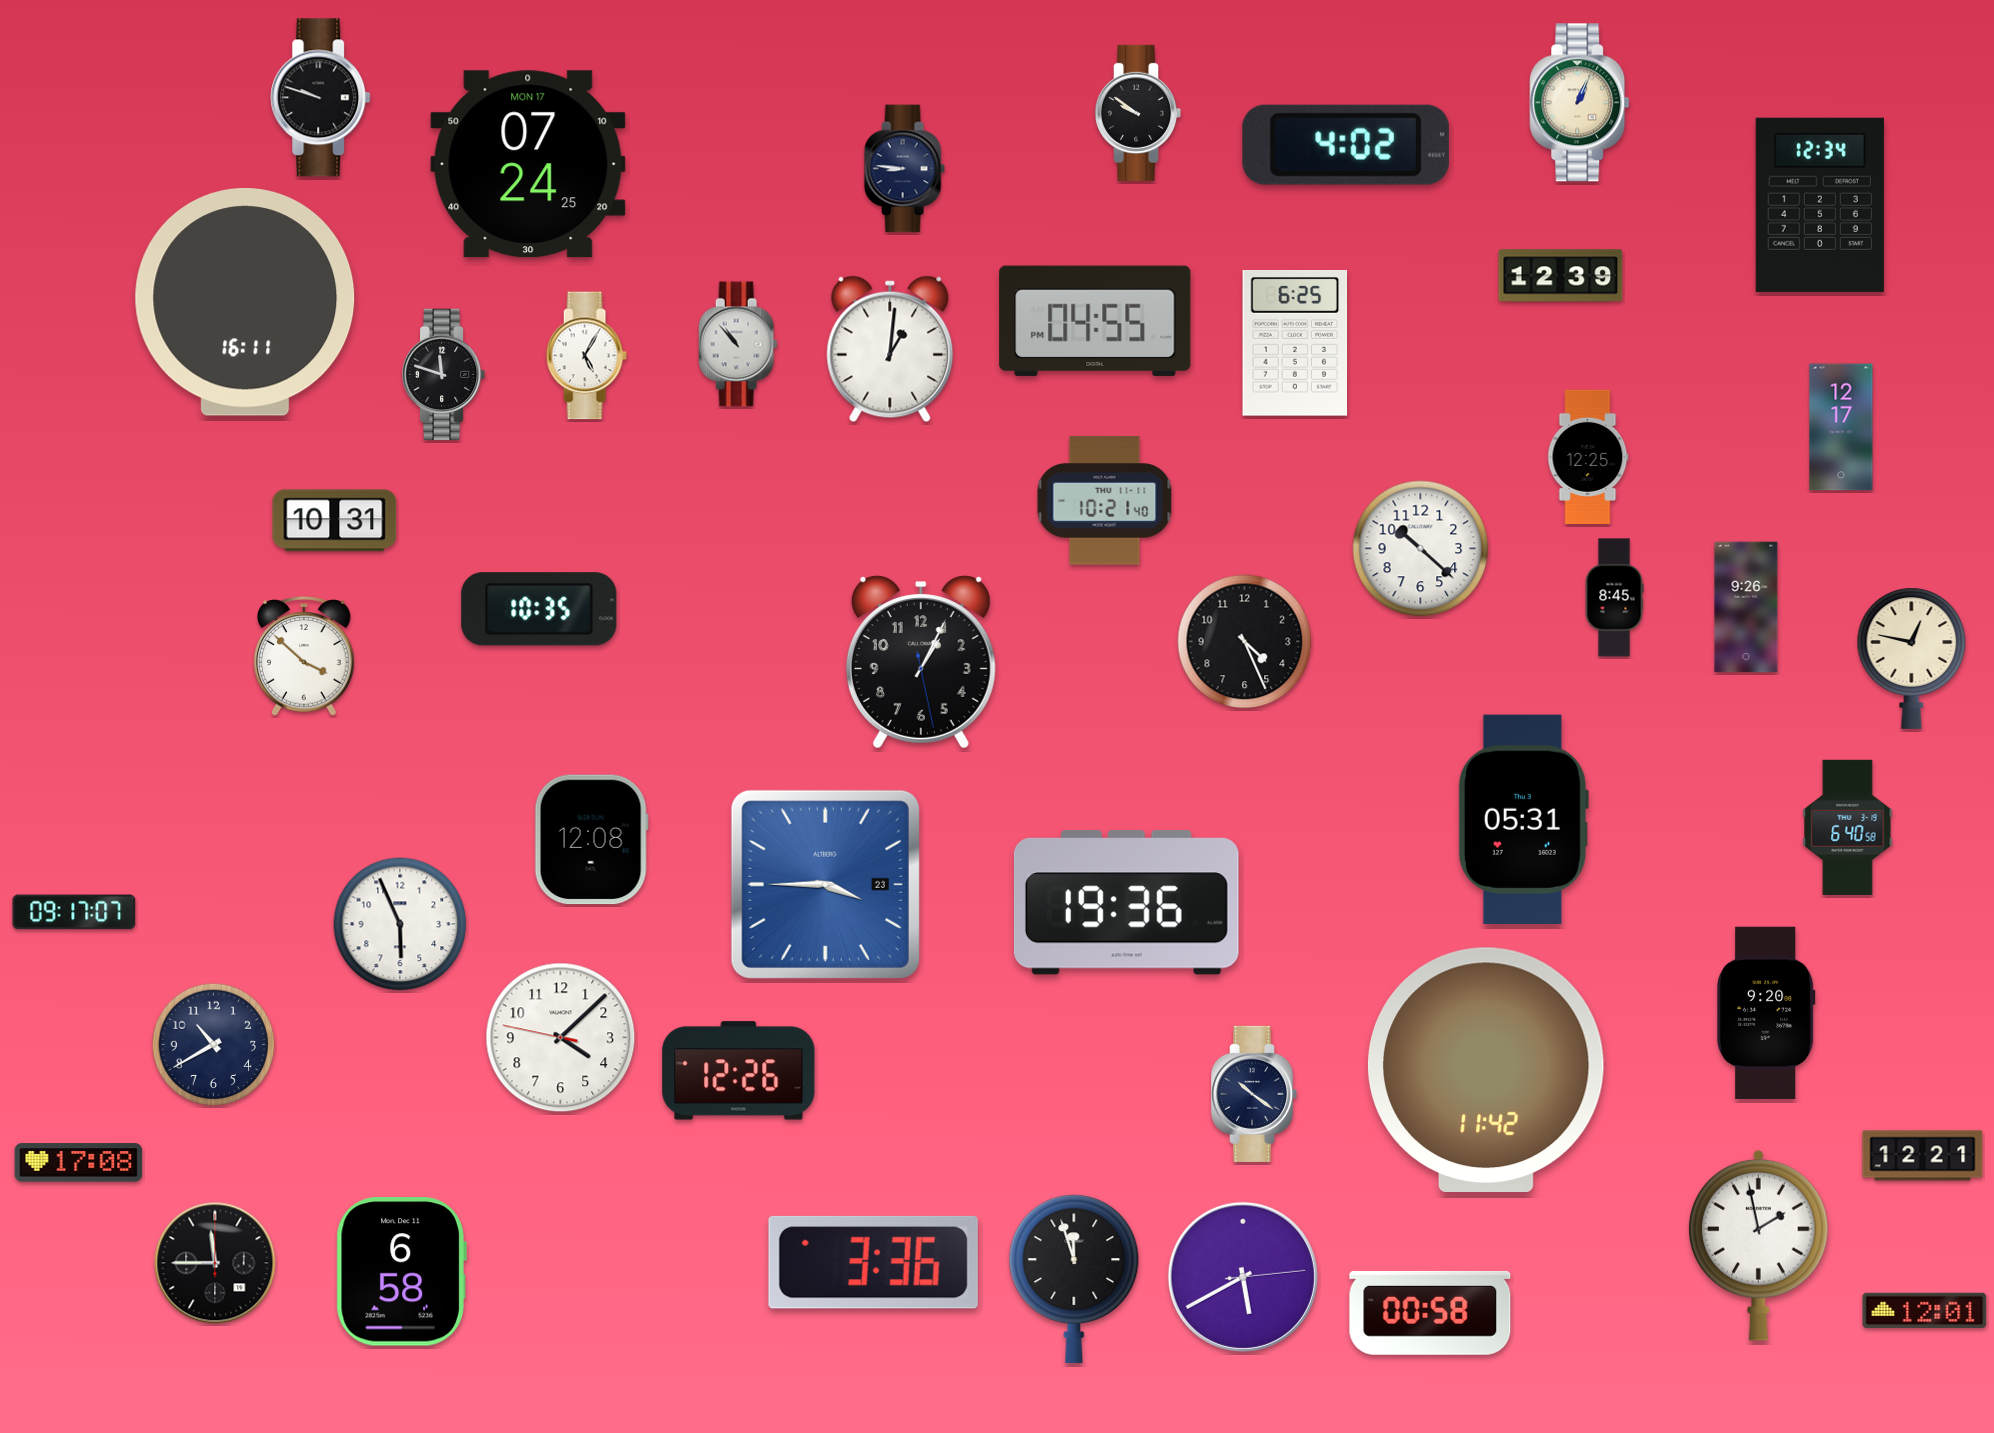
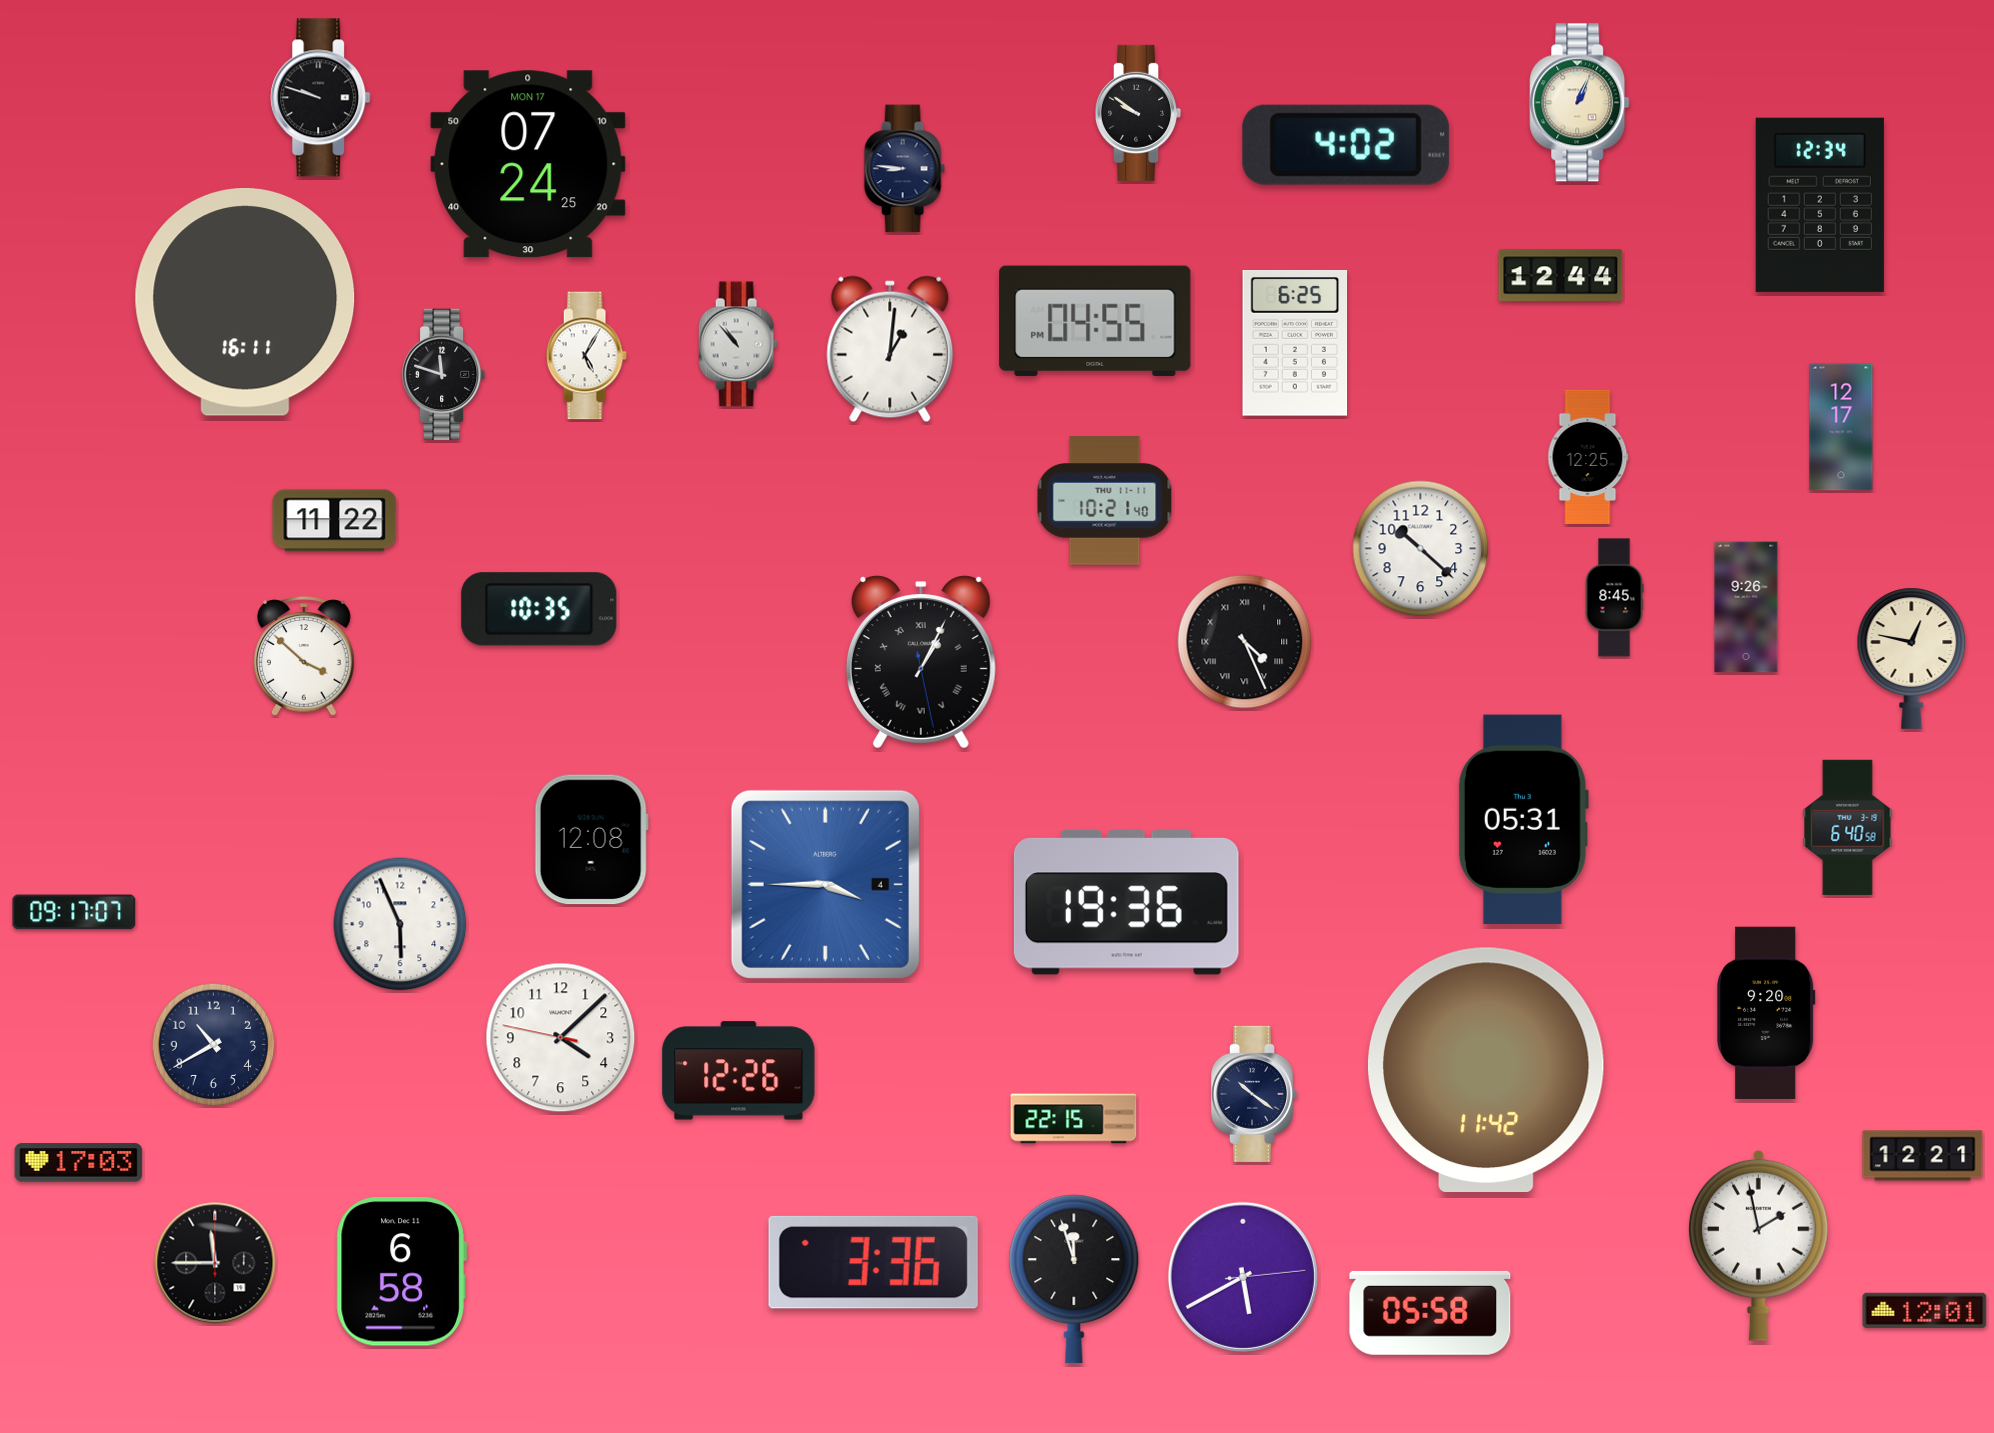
clock at (1561, 276): 12:39 -> 12:44
clock at (335, 521): 10:31 -> 11:22
clock at (1245, 642) numerals: Arabic -> Roman
clock at (921, 662) numerals: Arabic -> Roman
clock at (825, 884) date: 23 -> 4
clock at (1074, 1119): none -> 22:15
clock at (79, 1163): 17:08 -> 17:03
clock at (1430, 1313): 00:58 -> 05:58
